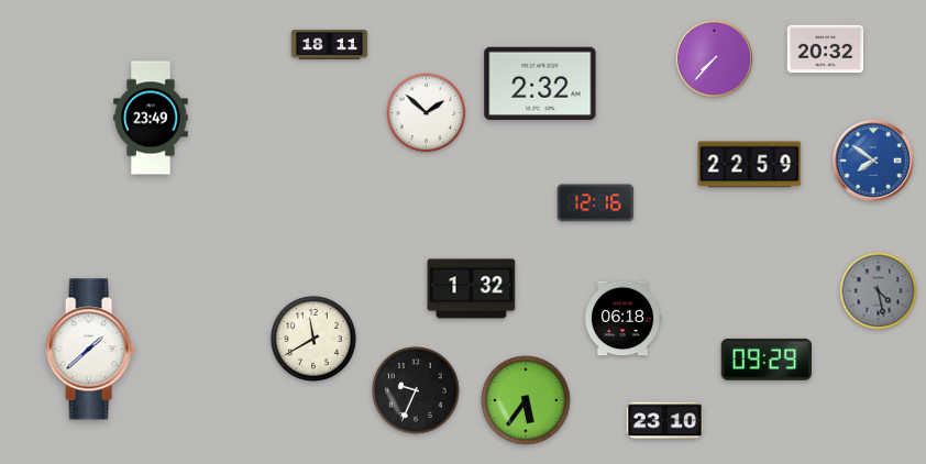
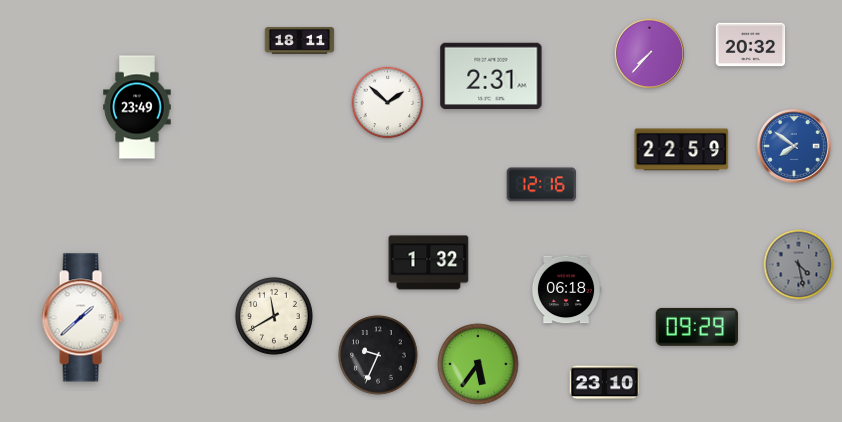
clock at (540, 84): 2:32 -> 2:31
clock at (313, 339) position: (313, 339) -> (274, 316)
